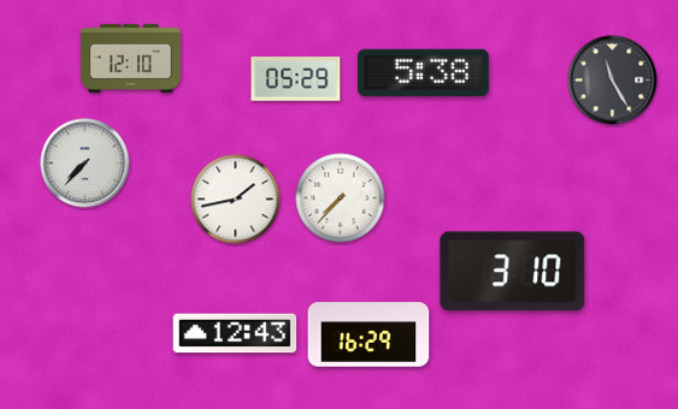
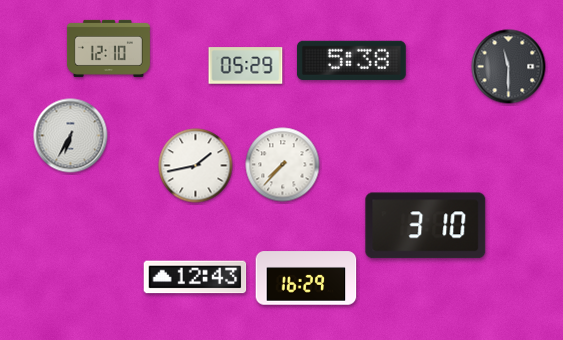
clock at (613, 81): 11:25 -> 11:30
clock at (86, 164): 7:37 -> 6:35
